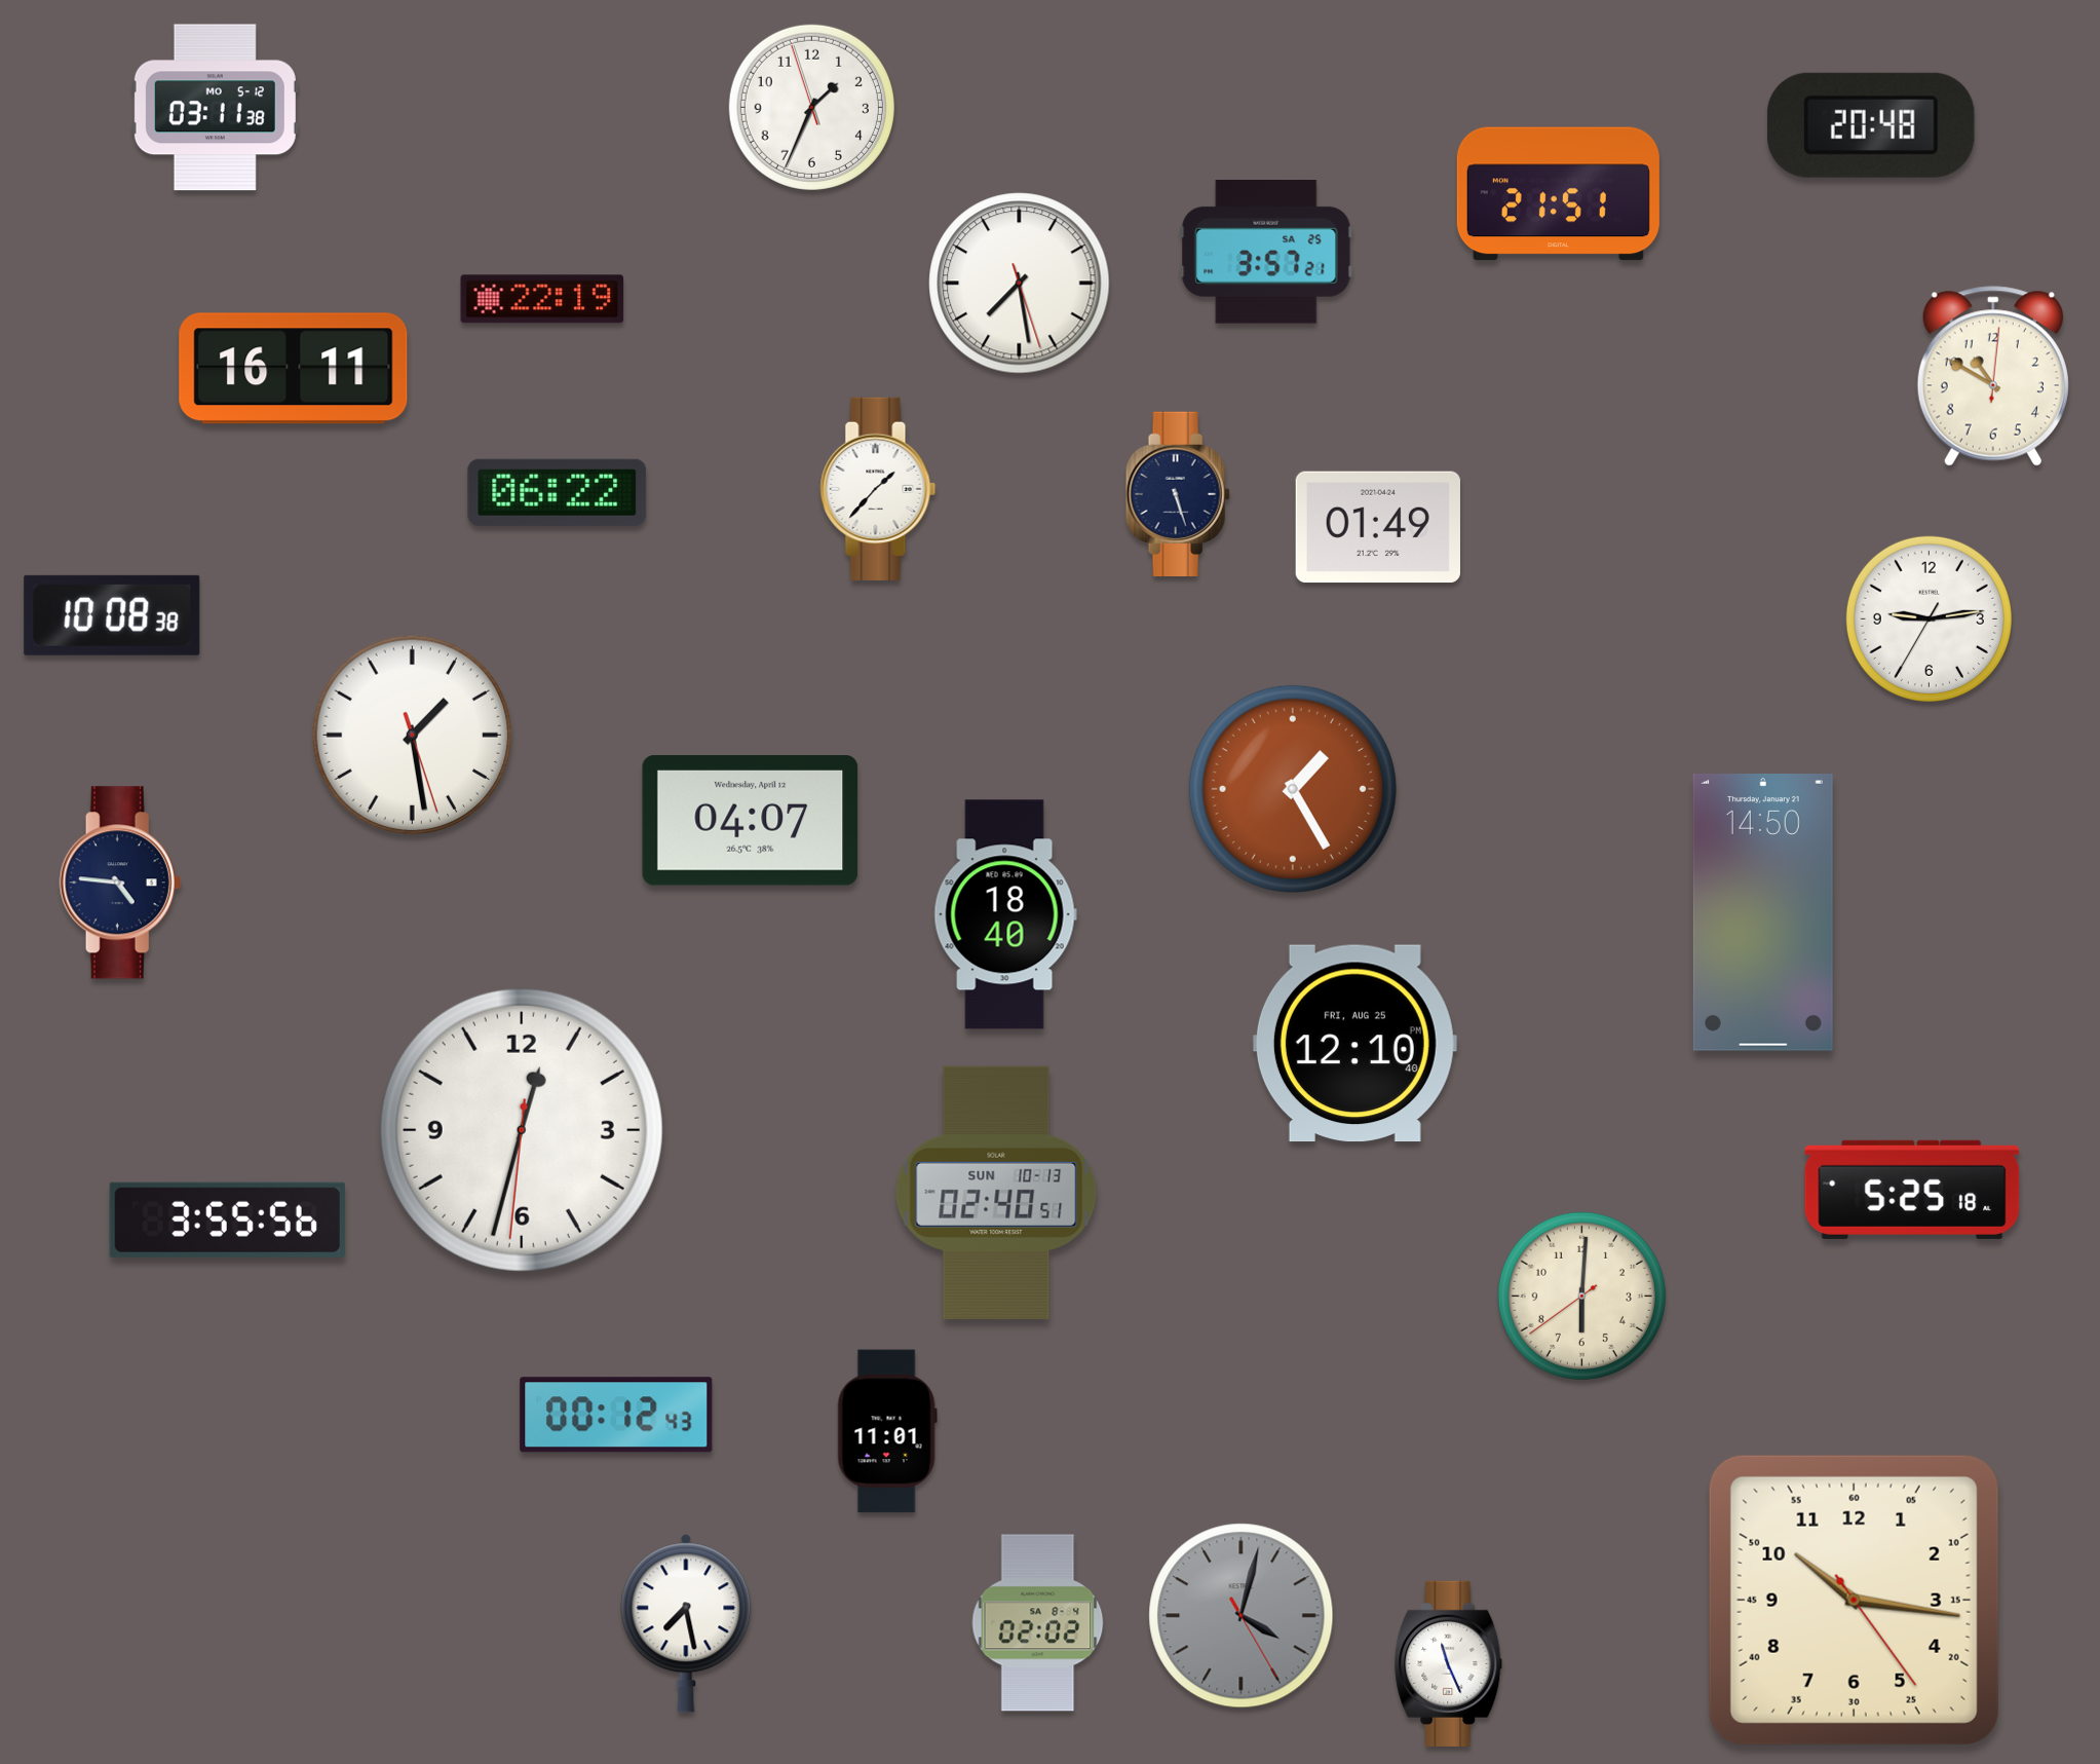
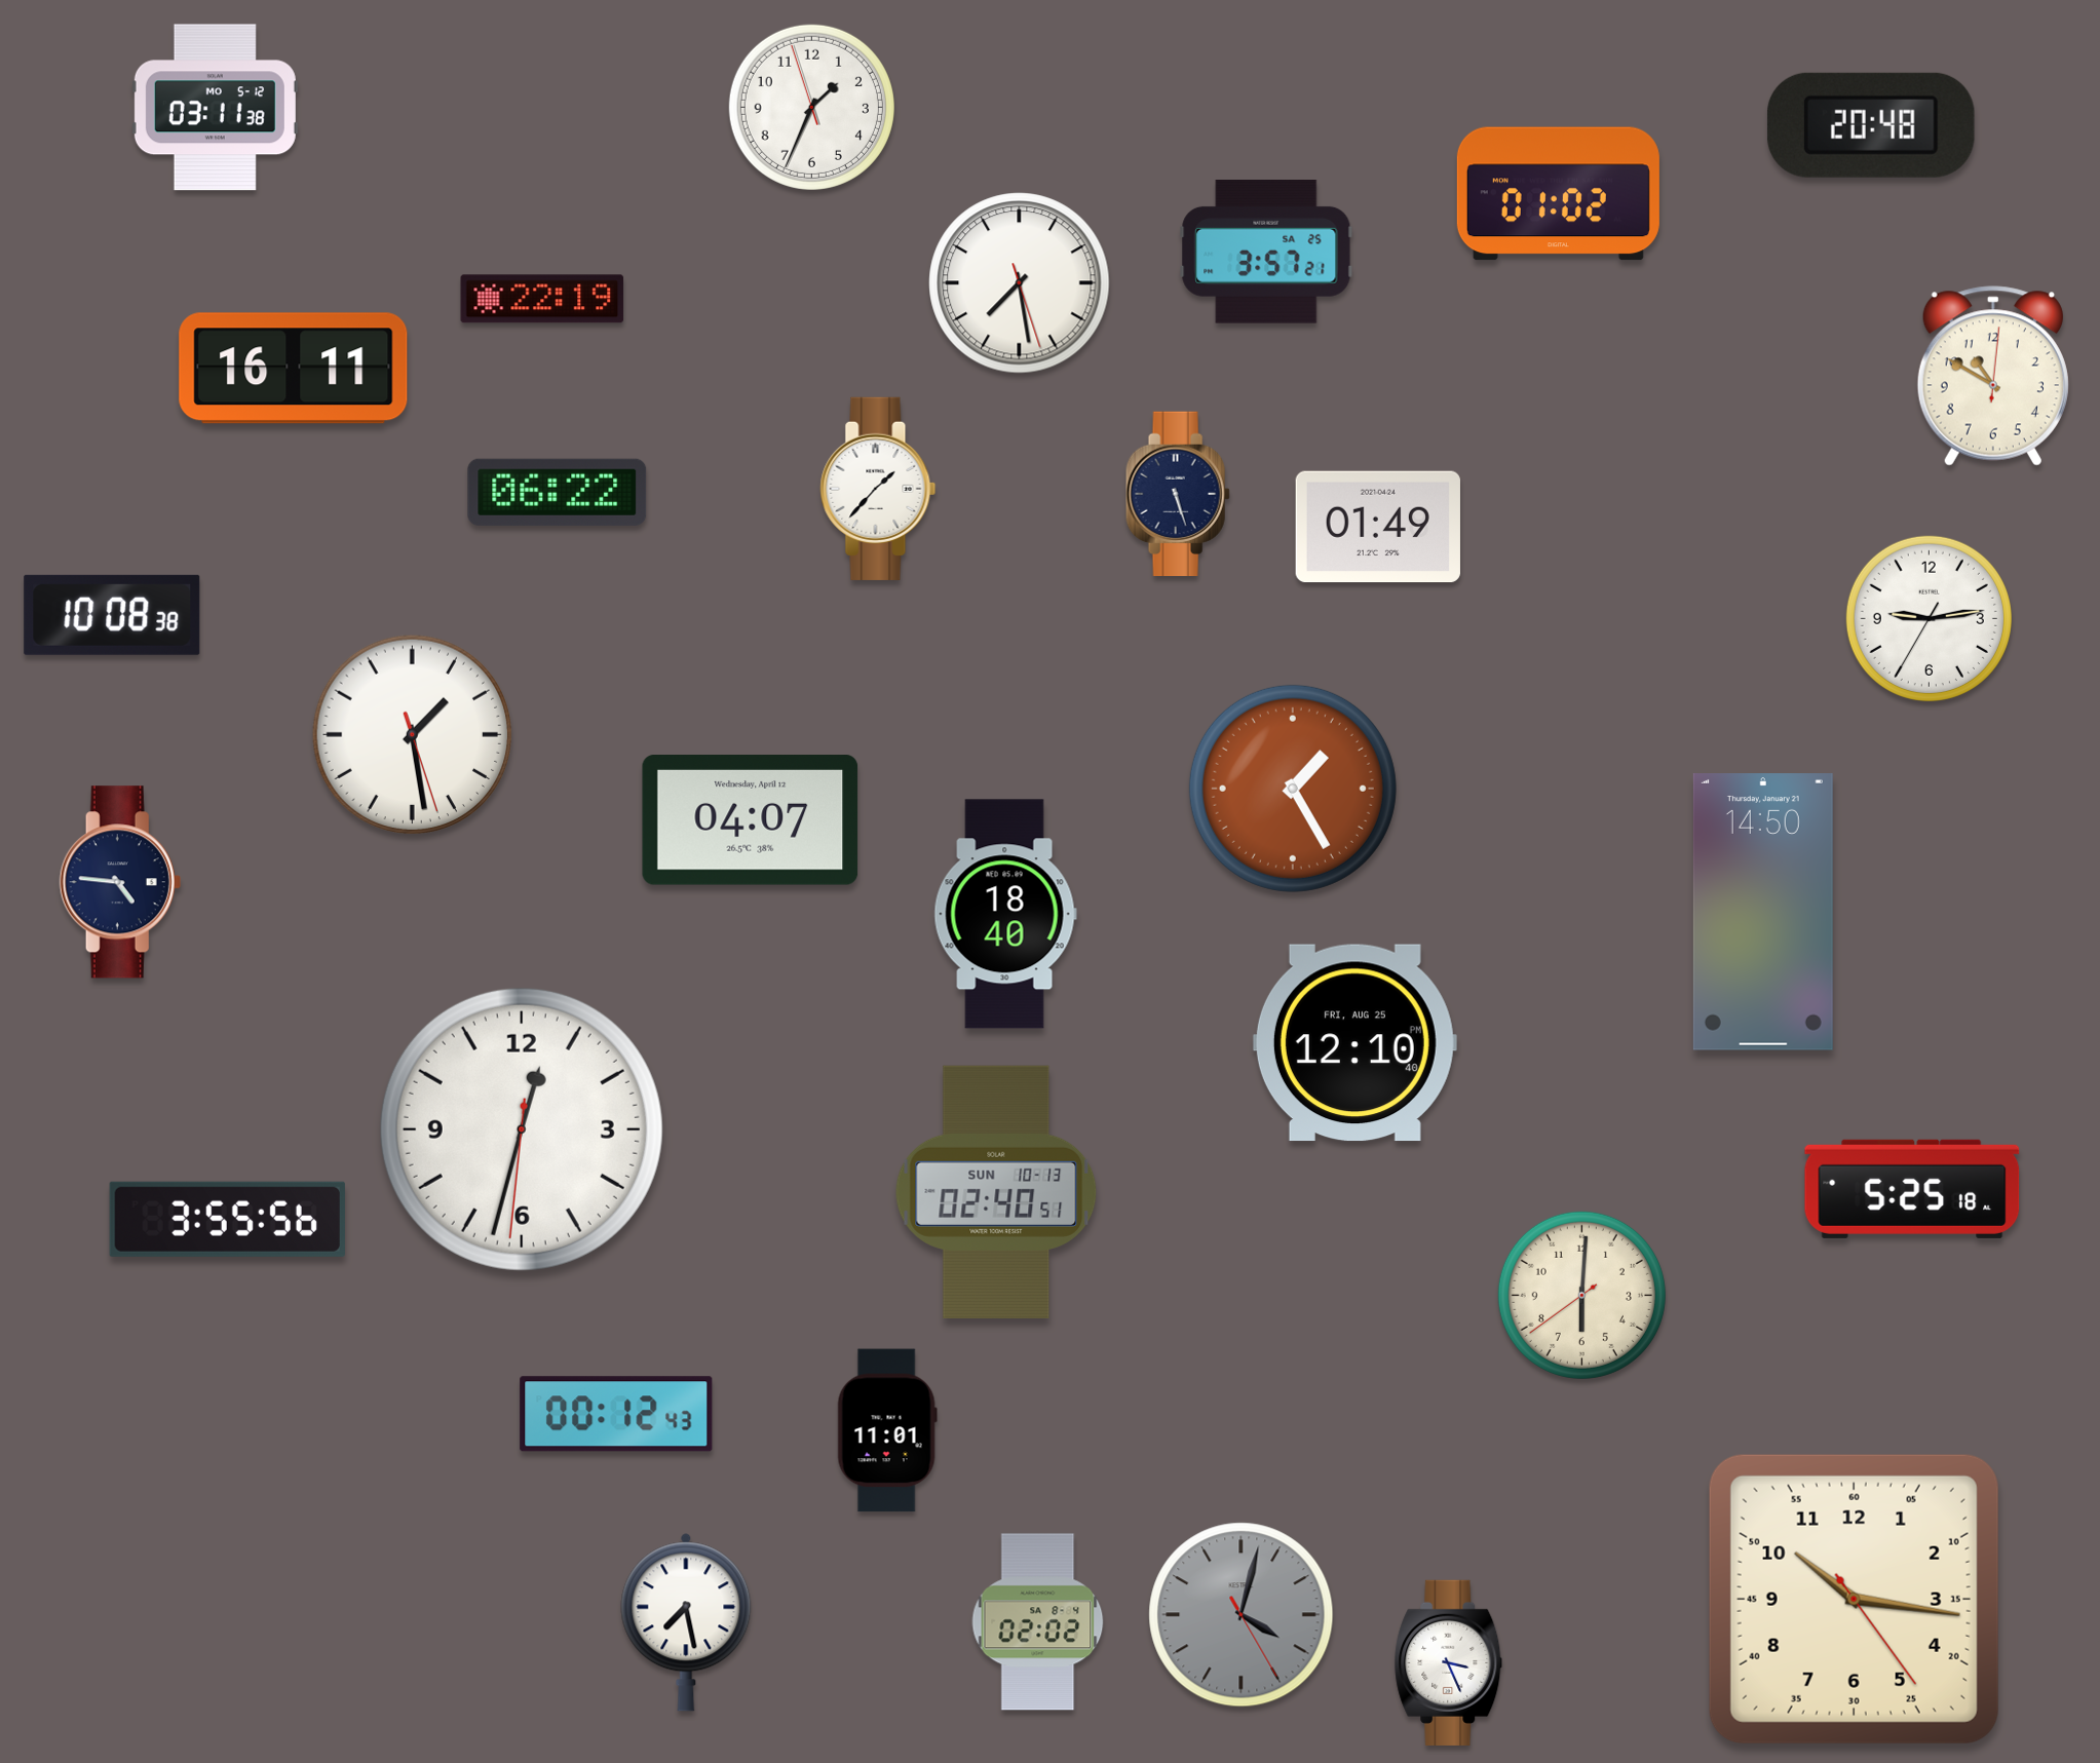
clock at (1558, 194): 21:51 -> 01:02
clock at (1449, 1663): 11:26 -> 3:26
